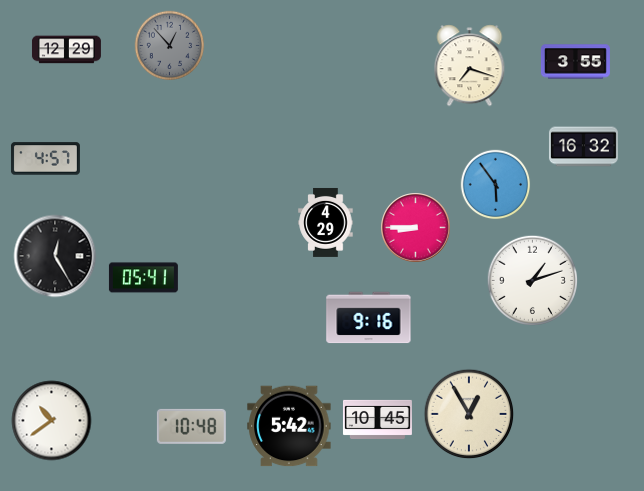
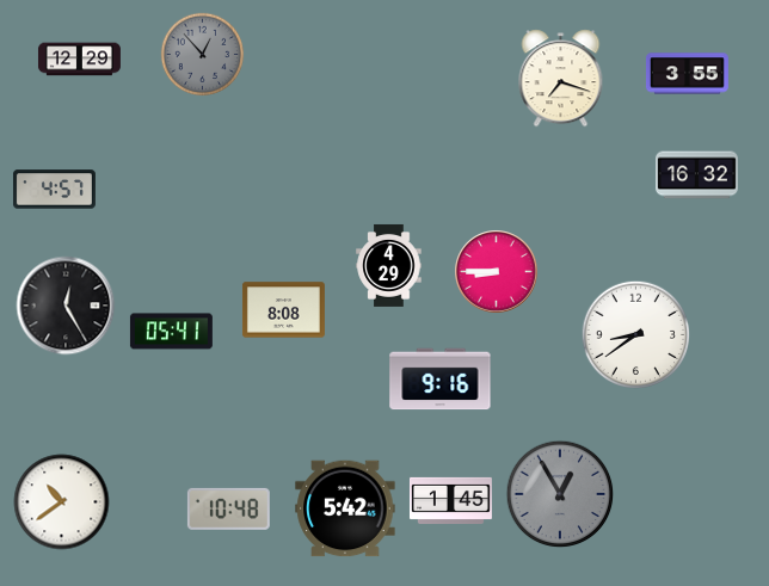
clock at (496, 185): 5:54 -> none
clock at (283, 310): none -> 8:08
clock at (532, 280): 1:12 -> 8:39
clock at (469, 414) dial: cream -> grey
clock at (377, 419): 10:45 -> 1:45
